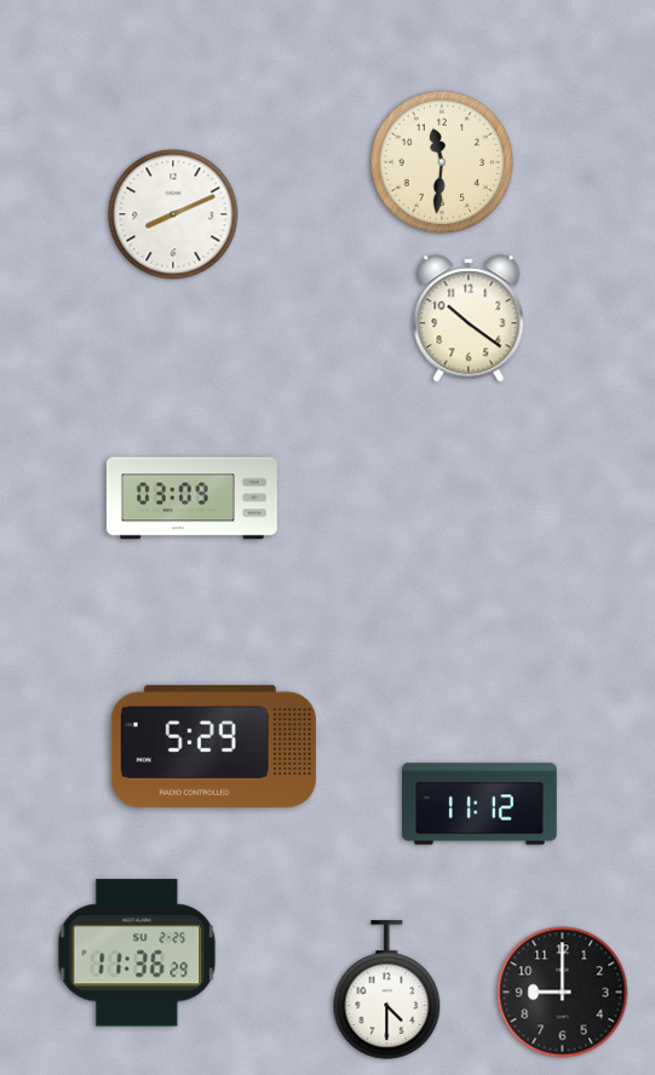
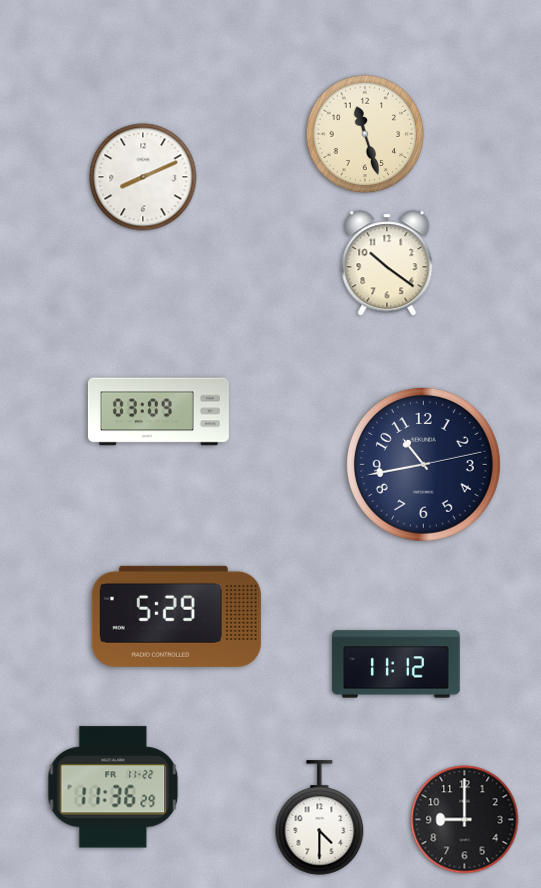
clock at (442, 162): 11:31 -> 11:27
clock at (423, 464): none -> 10:43
clock at (137, 953) date: SU 2-25 -> FR 11-22
